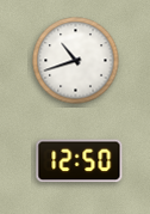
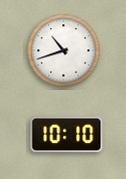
clock at (80, 161): 12:50 -> 10:10
